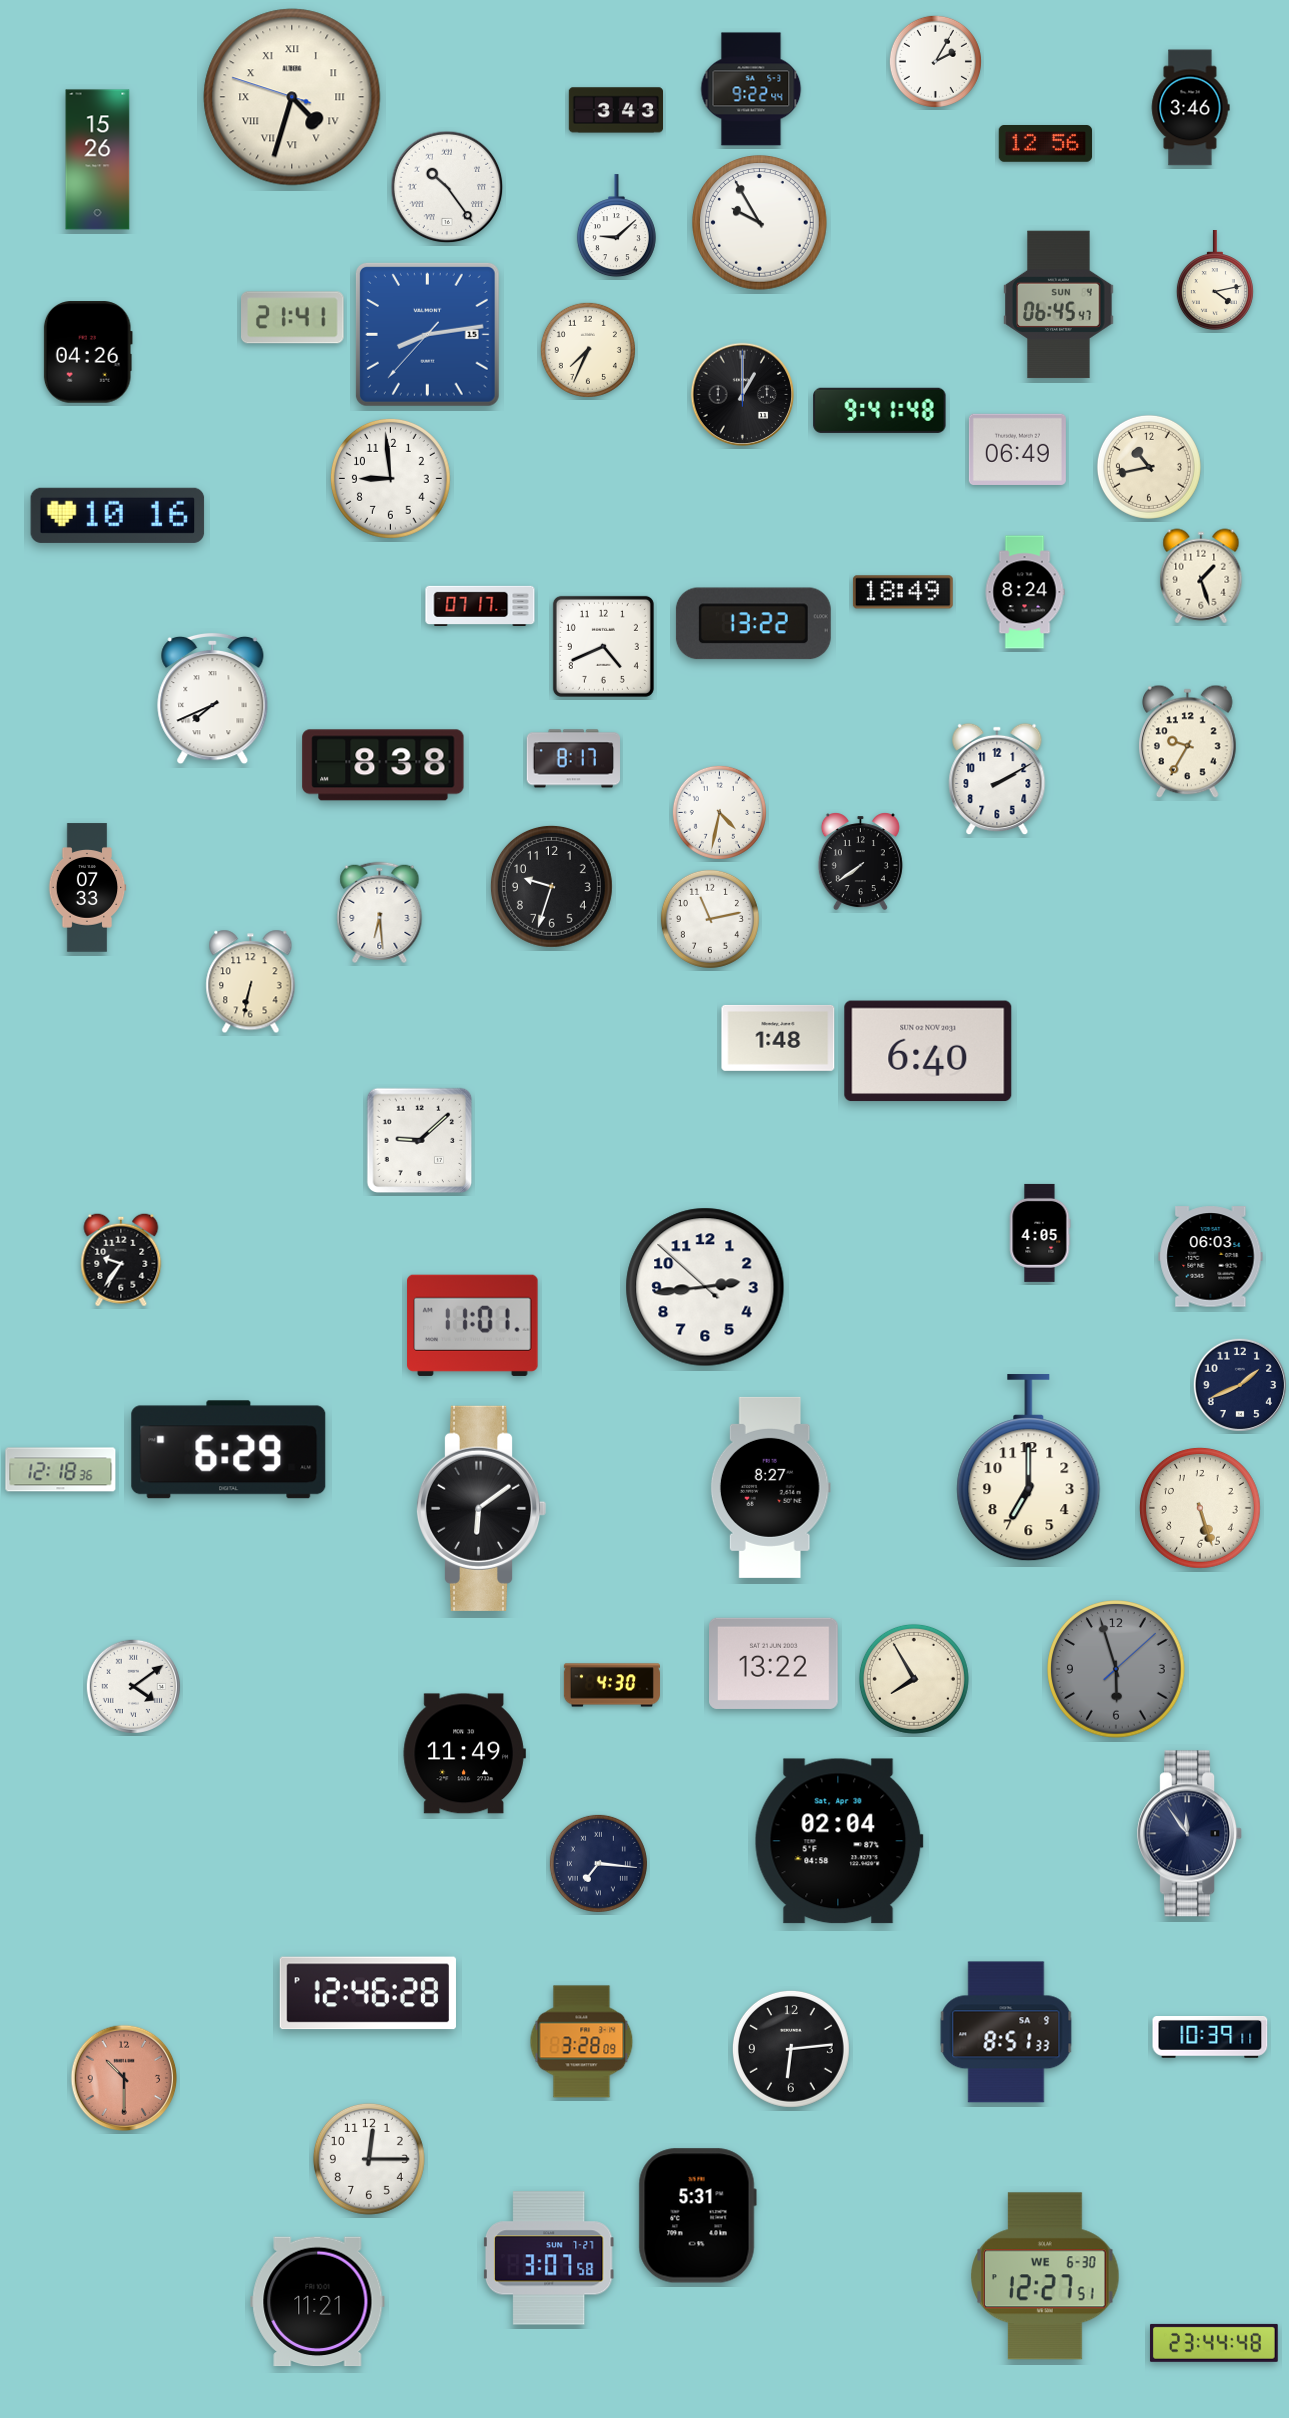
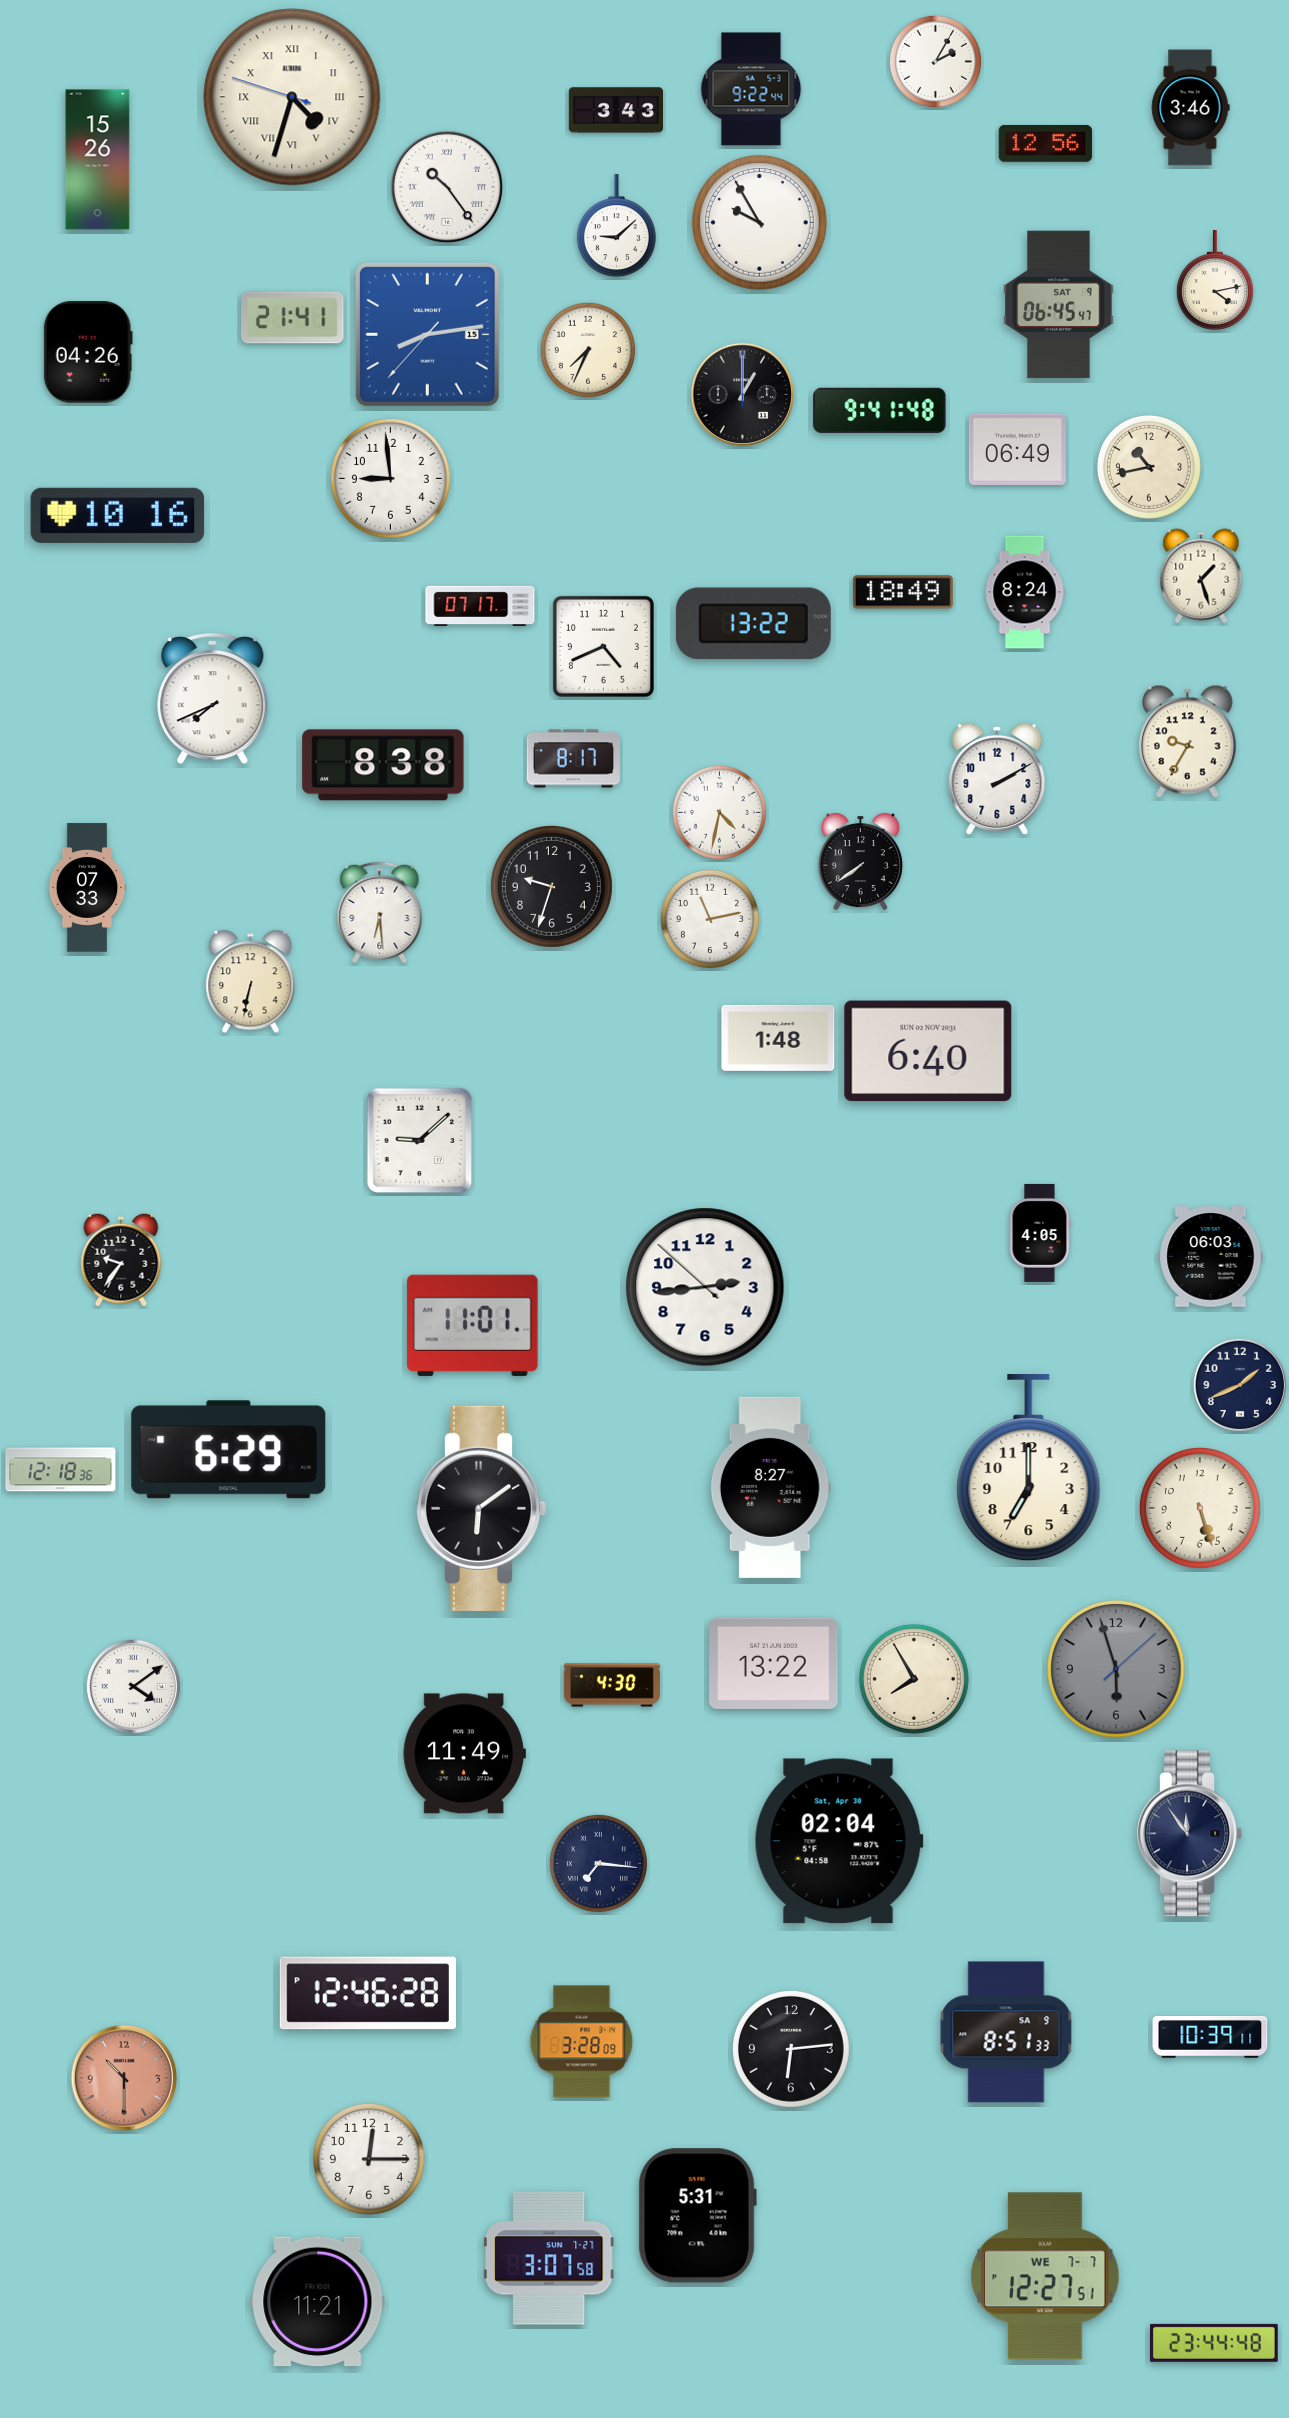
clock at (1059, 305) date: SUN 4 -> SAT 9
clock at (1045, 2276) date: WE 6-30 -> WE 7-7
